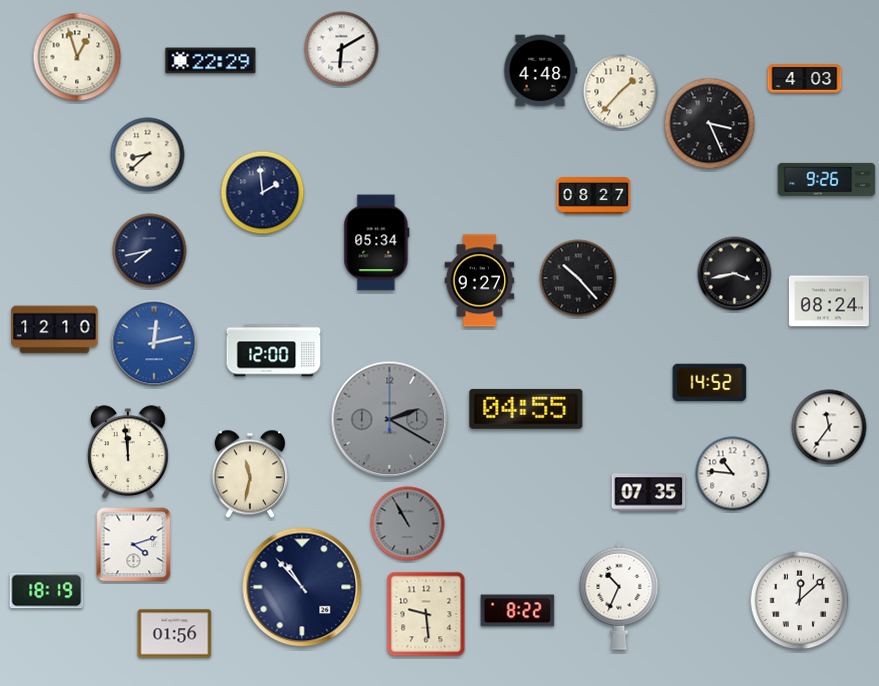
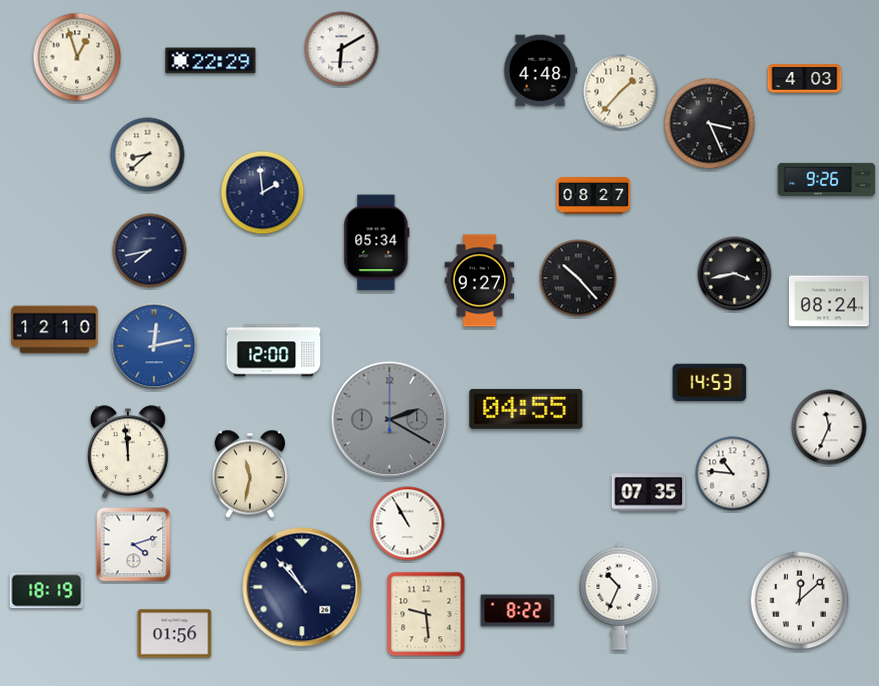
clock at (154, 343) position: (154, 343) -> (154, 346)
clock at (710, 383): 14:52 -> 14:53
clock at (829, 427): 11:36 -> 11:34
clock at (408, 524) dial: grey -> white
